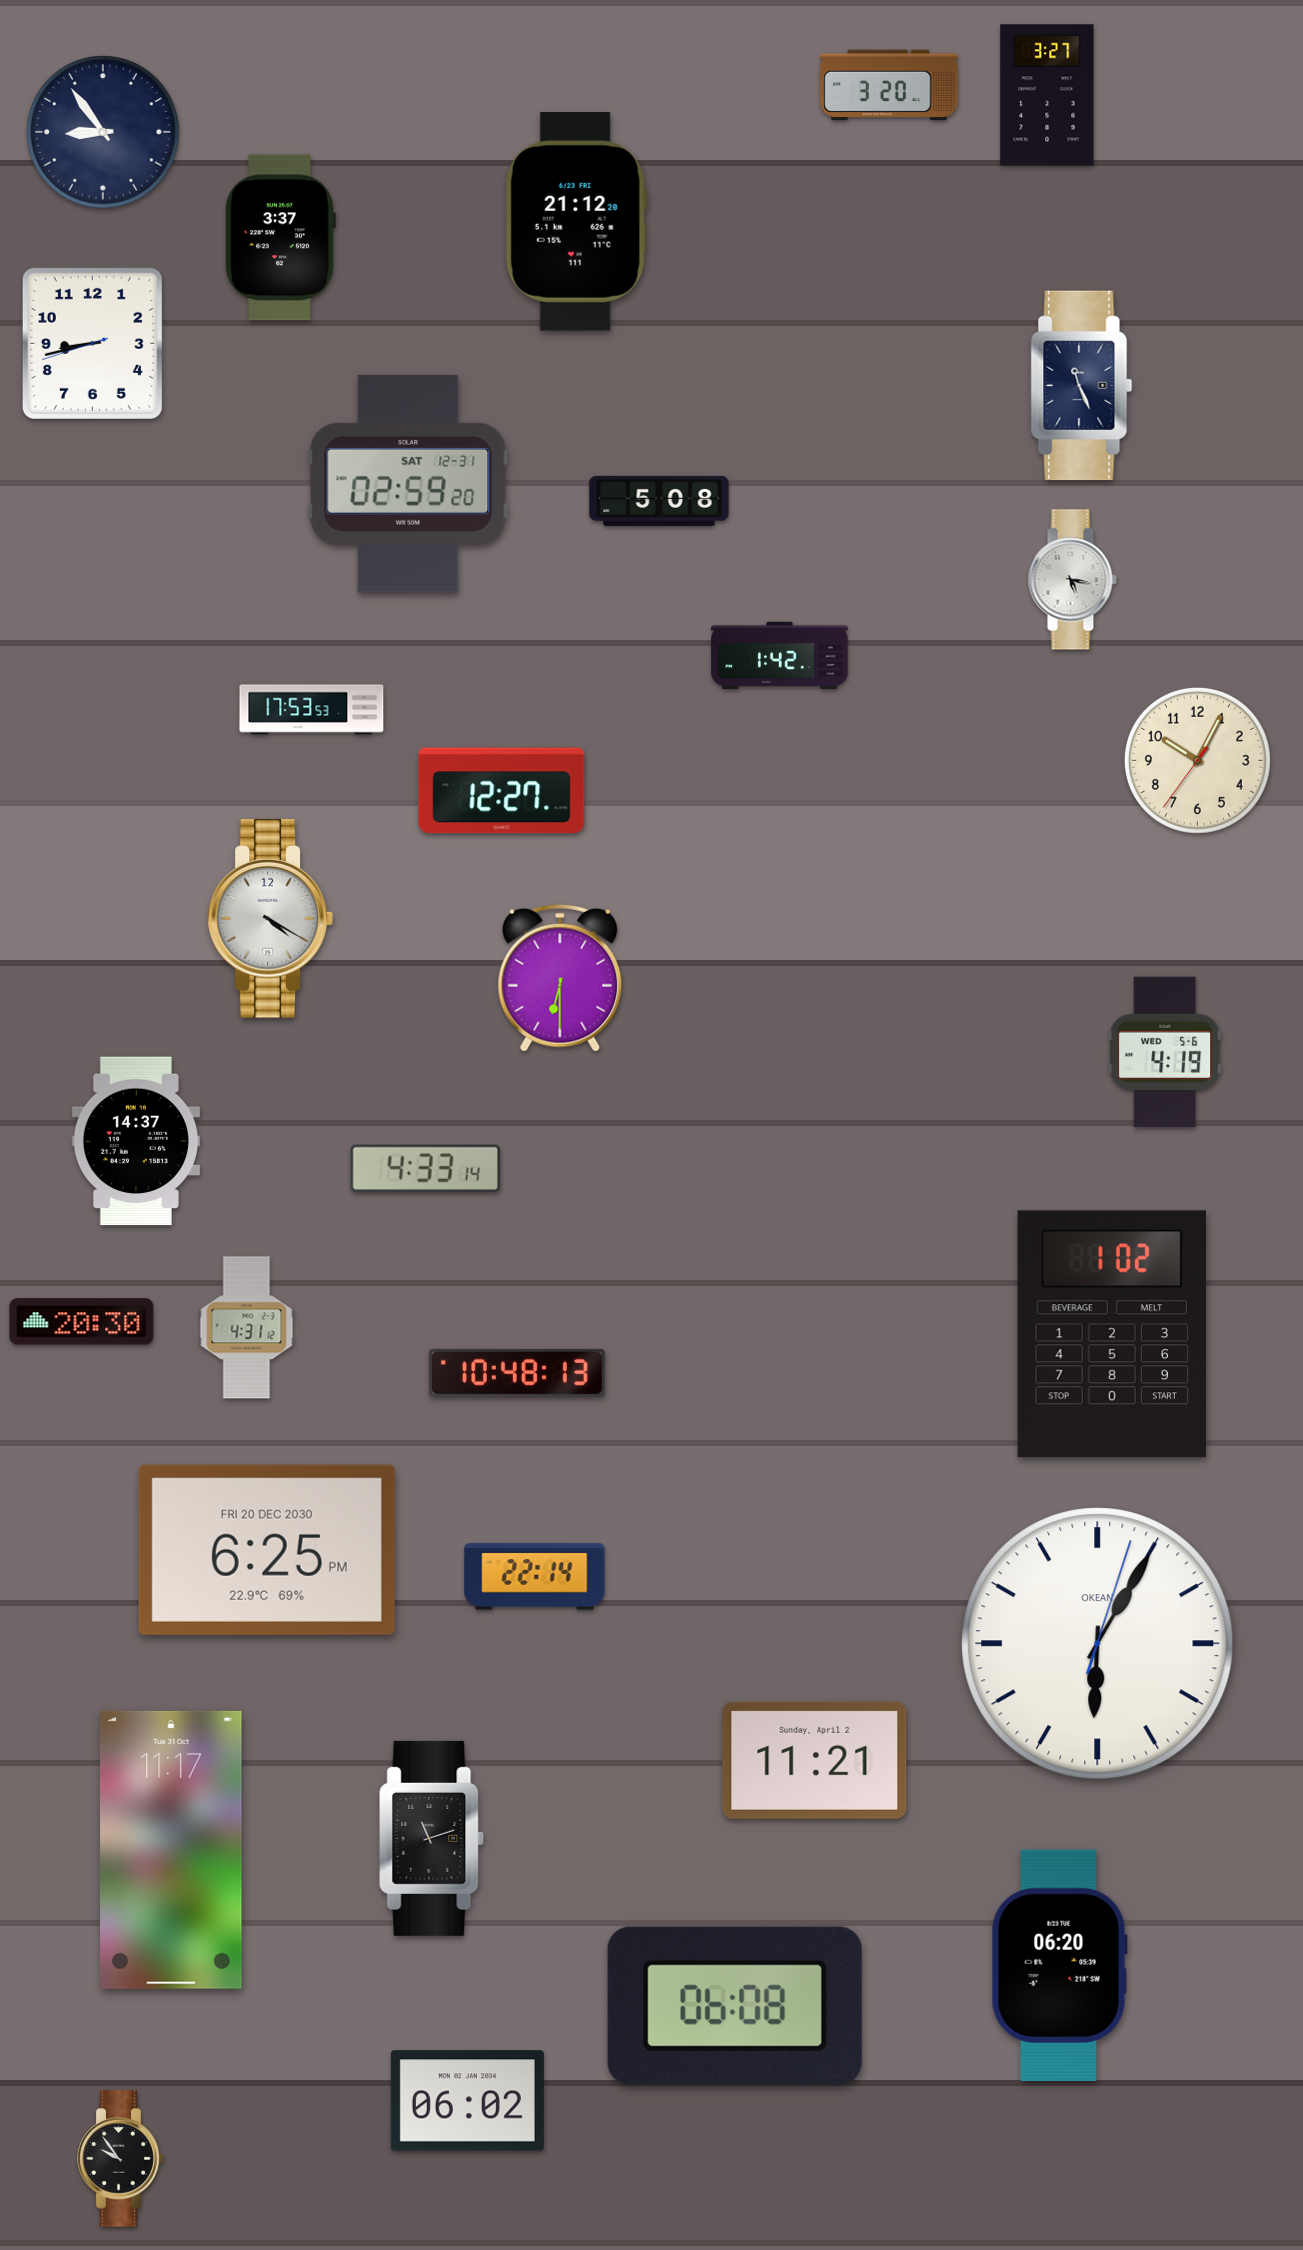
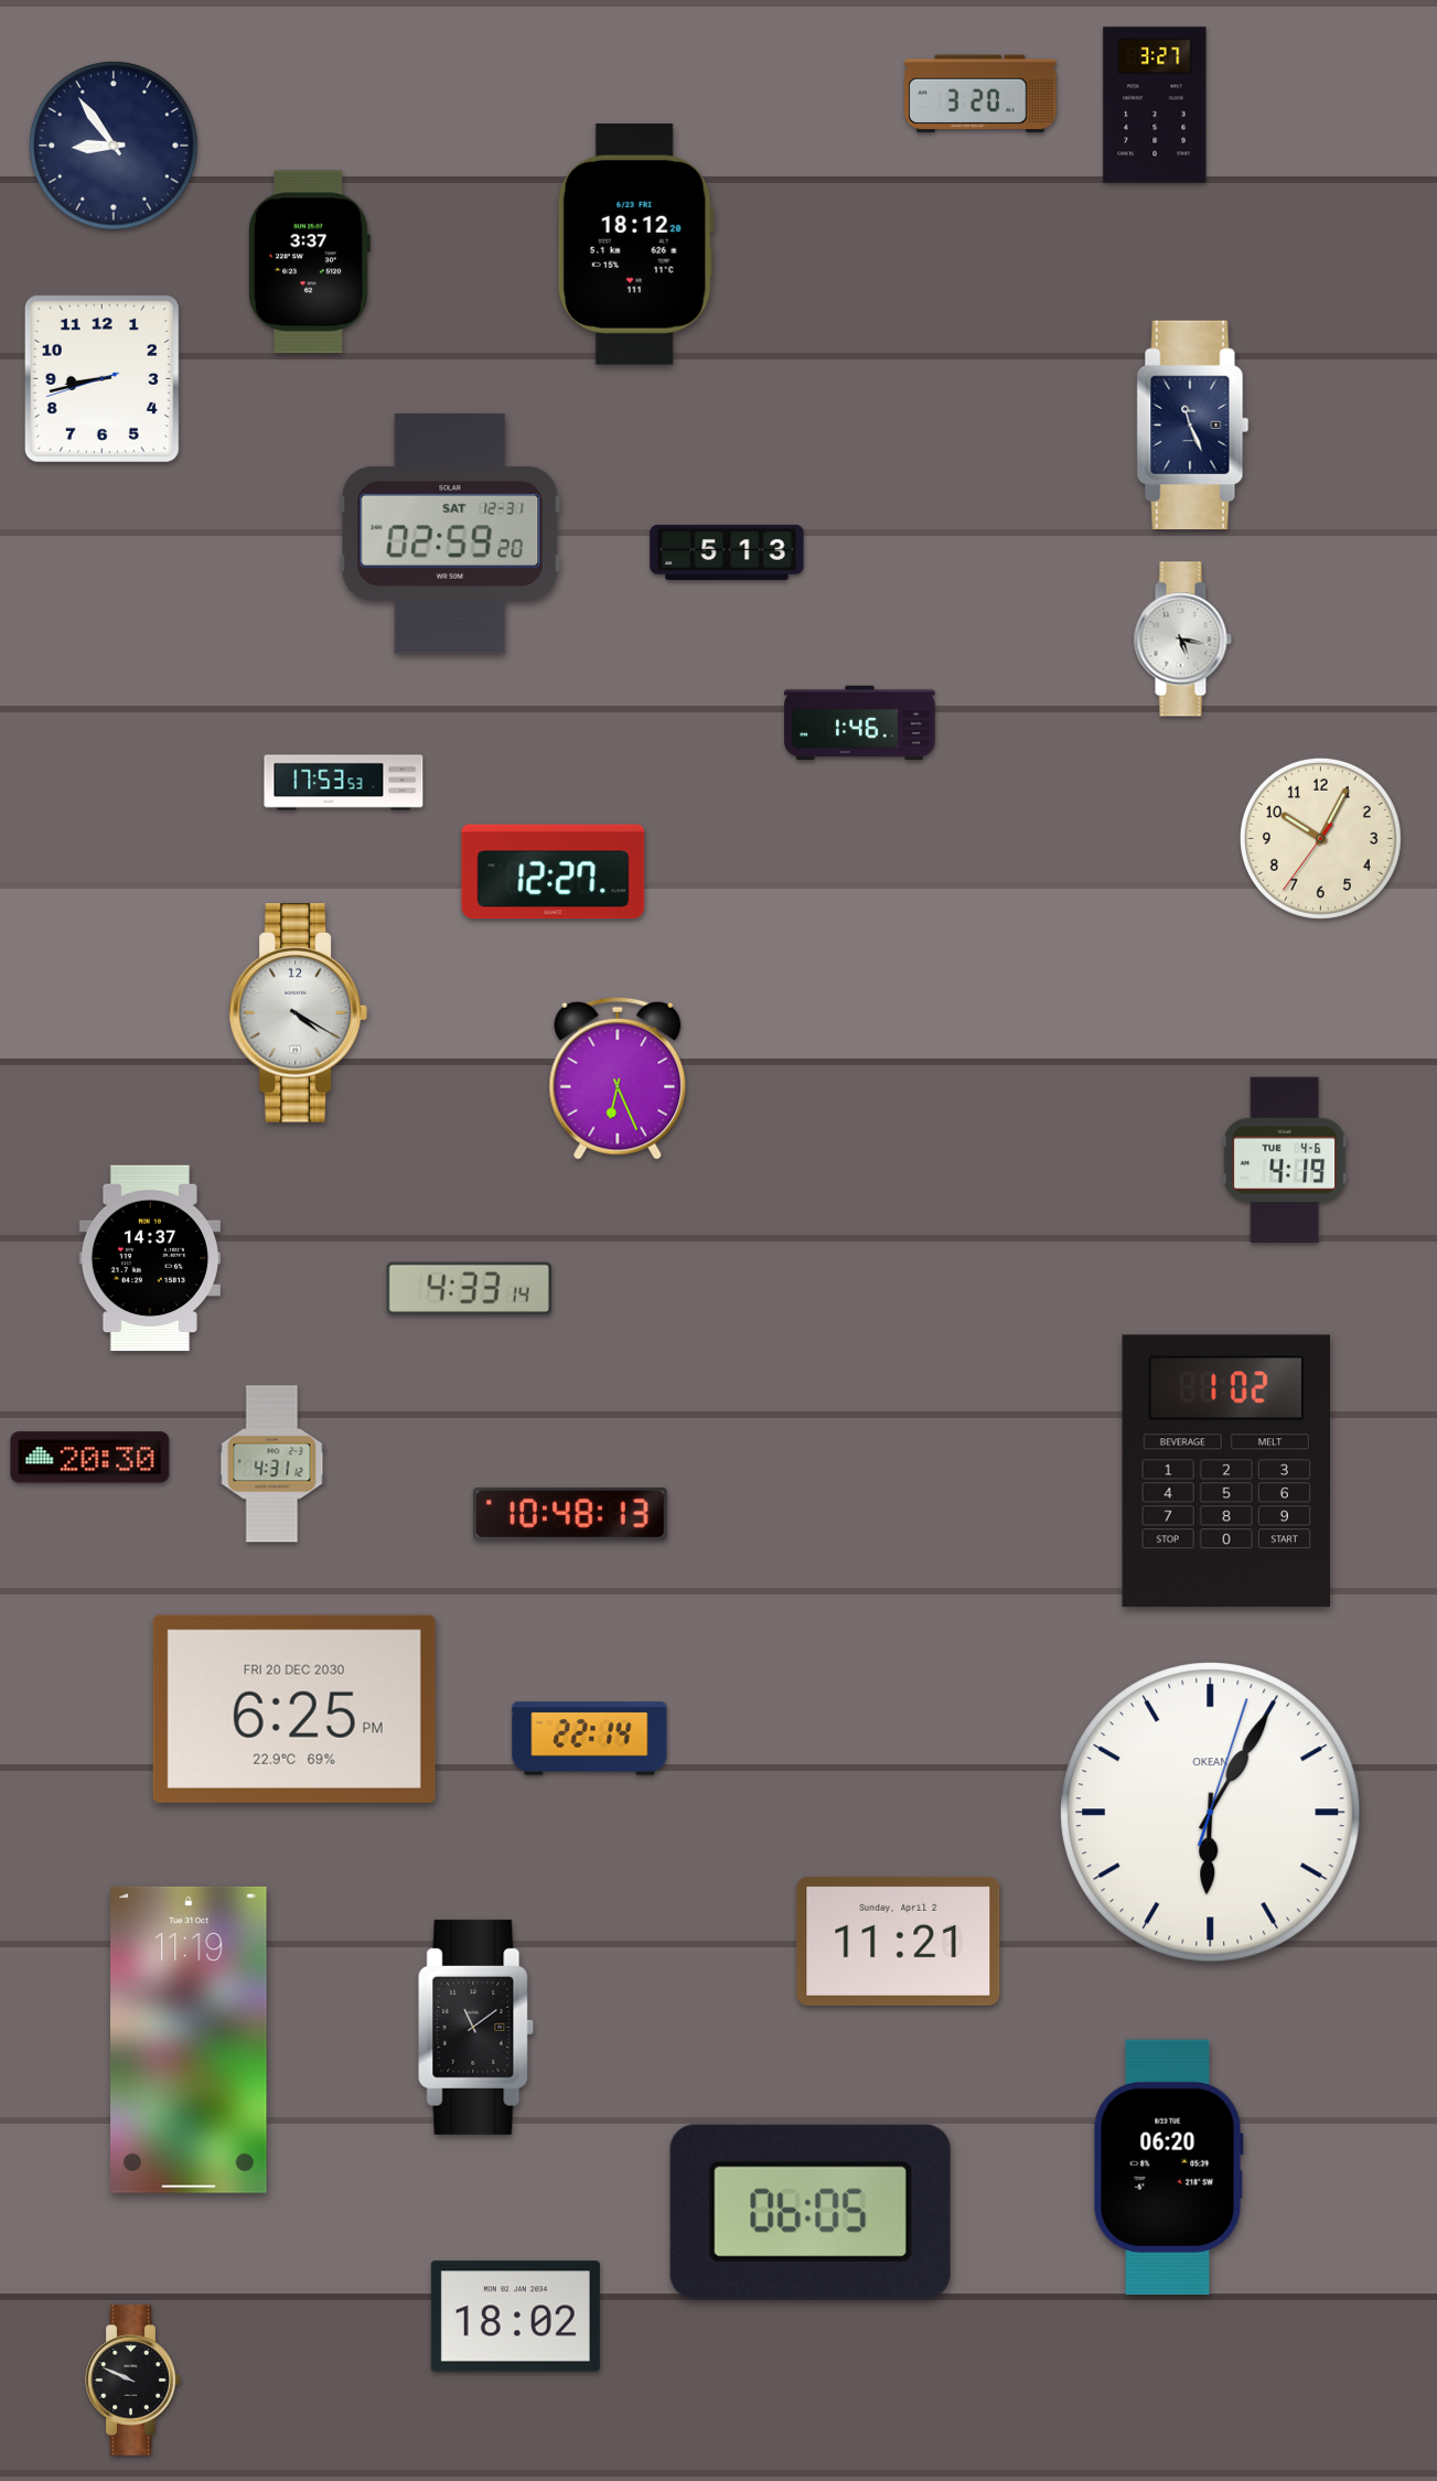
clock at (576, 222): 21:12 -> 18:12
clock at (659, 501): 5:08 -> 5:13
clock at (780, 656): 1:42 -> 1:46
clock at (560, 978): 6:30 -> 6:26
clock at (1165, 1052) date: WED 5-6 -> TUE 4-6
clock at (431, 1838): 11:12 -> 11:09
clock at (171, 1850): 11:17 -> 11:19
clock at (735, 2006): 06:08 -> 06:05
clock at (467, 2101): 06:02 -> 18:02
clock at (121, 2159): 9:54 -> 9:49
